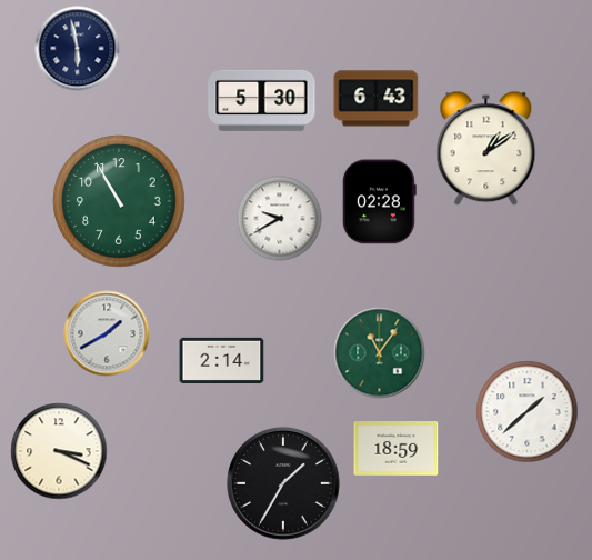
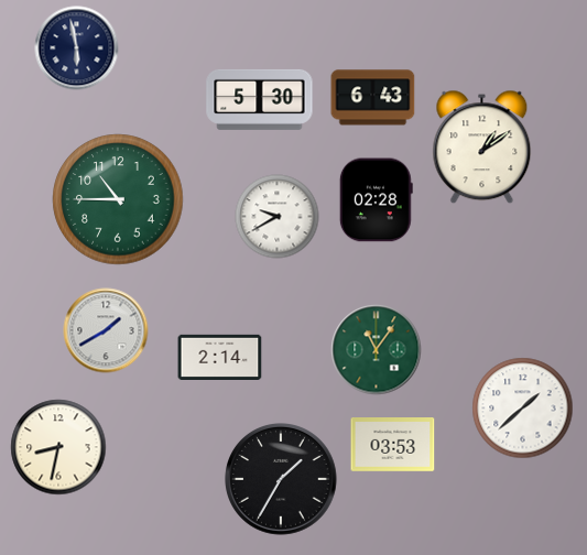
clock at (119, 201): 10:55 -> 10:45
clock at (397, 449): 18:59 -> 03:53
clock at (59, 451): 3:19 -> 8:32
